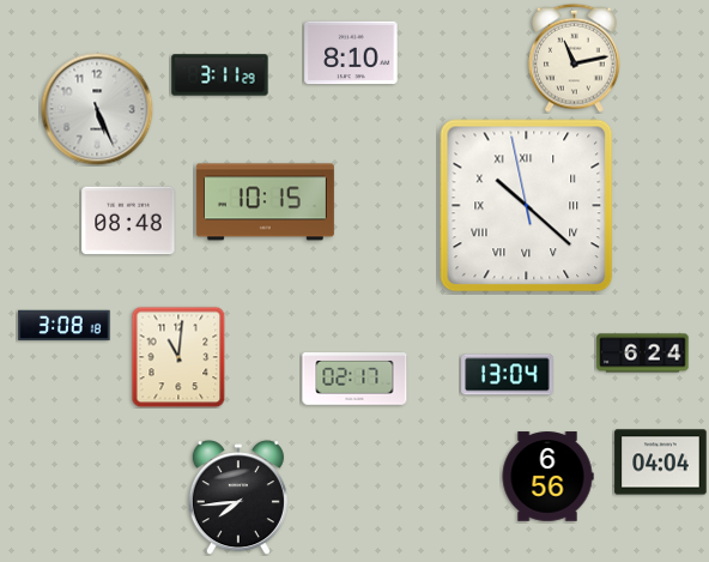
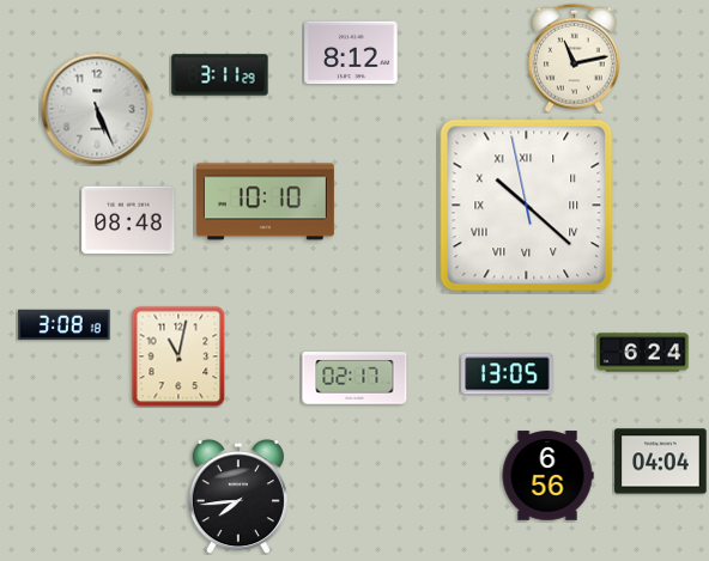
clock at (351, 53): 8:10 -> 8:12
clock at (265, 203): 10:15 -> 10:10
clock at (178, 357): 11:01 -> 11:02
clock at (508, 375): 13:04 -> 13:05
